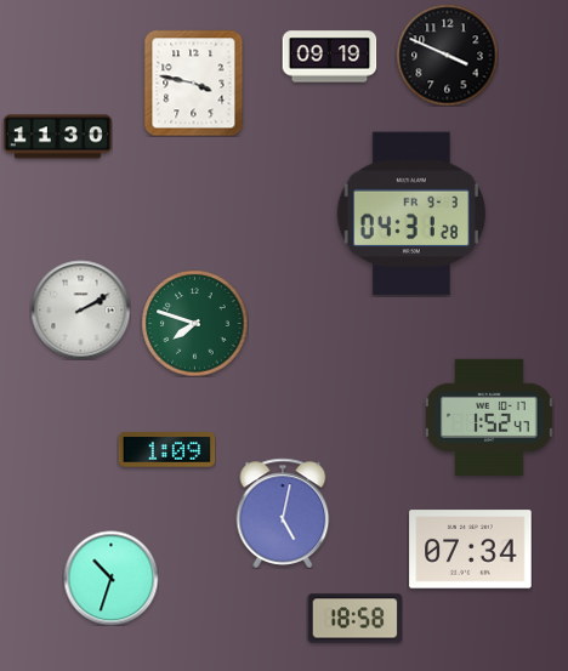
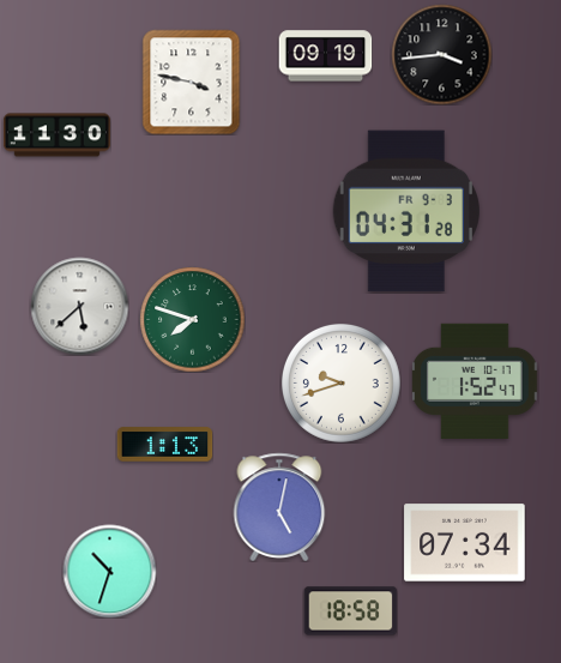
clock at (447, 55): 3:49 -> 3:44
clock at (80, 309): 2:10 -> 5:38
clock at (340, 382): none -> 9:42
clock at (489, 417) position: (489, 417) -> (475, 381)
clock at (166, 450): 1:09 -> 1:13
